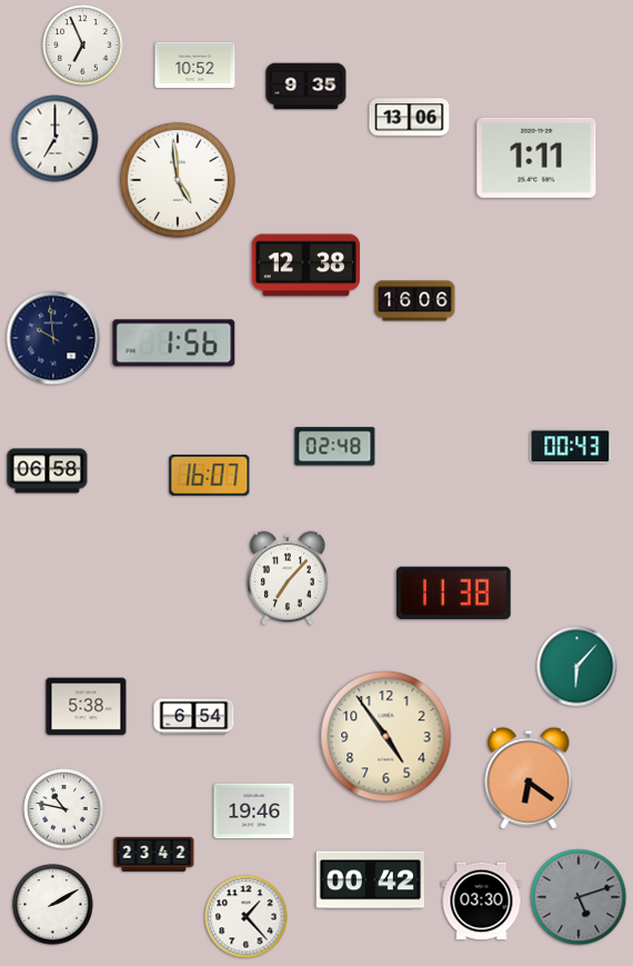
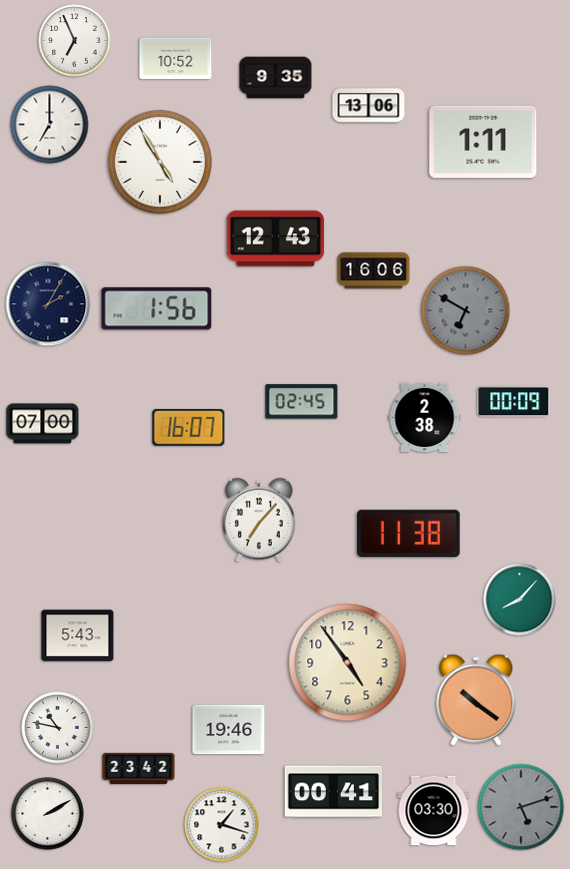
clock at (178, 180): 4:59 -> 4:55
clock at (307, 266): 12:38 -> 12:43
clock at (53, 338): 9:59 -> 2:05
clock at (466, 311): none -> 6:50
clock at (335, 447): 02:48 -> 02:45
clock at (571, 447): 00:43 -> 00:09
clock at (425, 417): none -> 2:38
clock at (48, 471): 06:58 -> 07:00
clock at (577, 667): 6:07 -> 8:07
clock at (87, 707): 5:38 -> 5:43
clock at (194, 717): 6:54 -> none
clock at (529, 778): 6:21 -> 10:21
clock at (371, 880): 00:42 -> 00:41
clock at (247, 917): 1:23 -> 1:18
